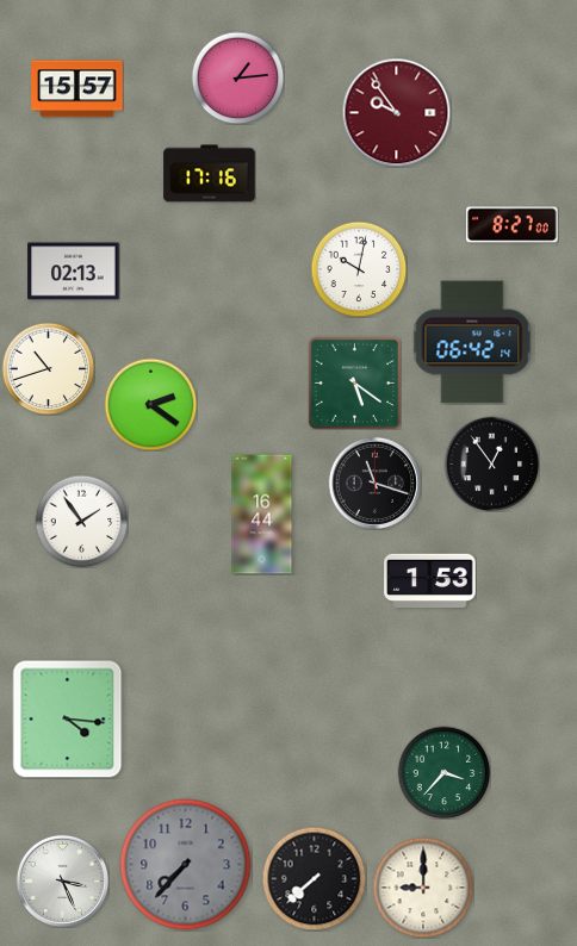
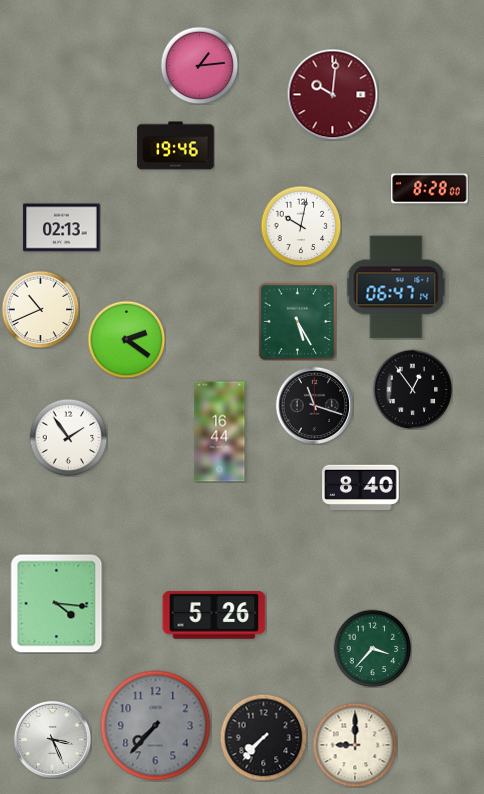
clock at (77, 89): 15:57 -> none
clock at (396, 112): 9:54 -> 10:01
clock at (210, 174): 17:16 -> 19:46
clock at (513, 225): 8:27 -> 8:28
clock at (472, 342): 06:42 -> 06:47
clock at (48, 368): 10:42 -> 10:41
clock at (354, 382): 5:21 -> 5:25
clock at (430, 581): 1:53 -> 8:40
clock at (214, 615): none -> 5:26
clock at (314, 878): 7:38 -> 7:37
